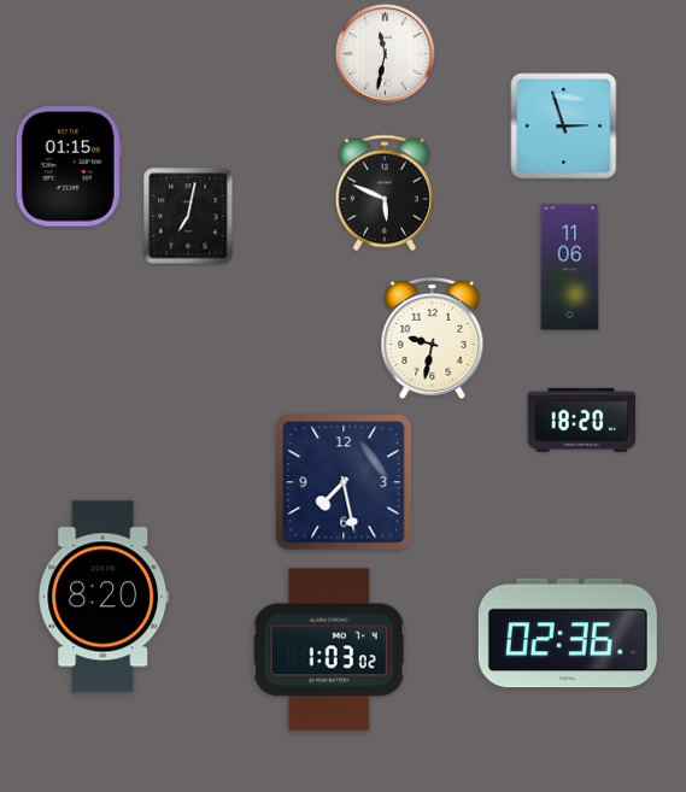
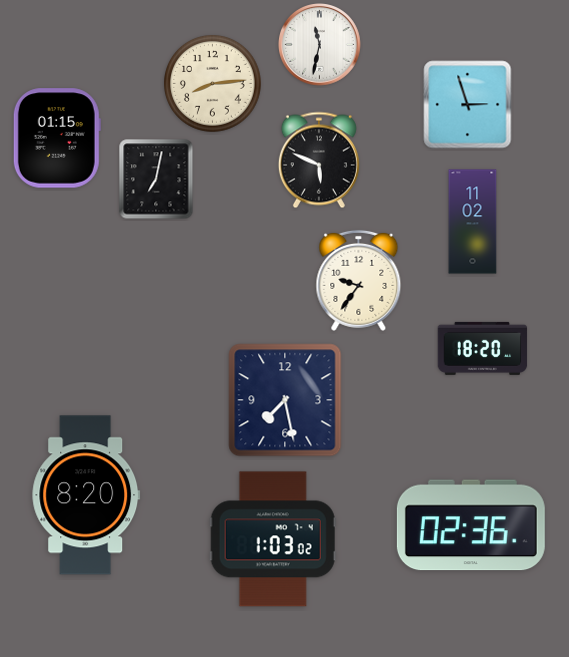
clock at (213, 84): none -> 8:14
clock at (570, 268): 11:06 -> 11:02
clock at (433, 338): 9:32 -> 9:36
